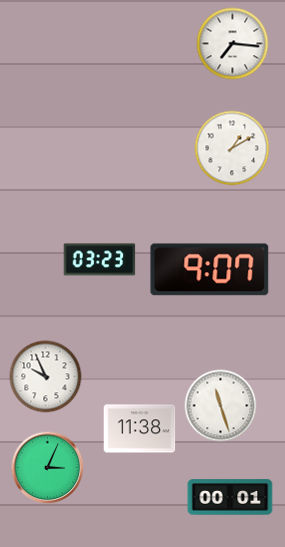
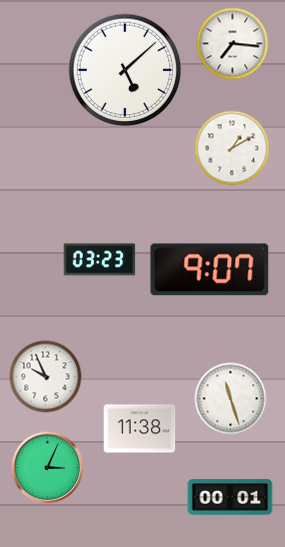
clock at (125, 70): none -> 5:08
clock at (221, 406) position: (221, 406) -> (231, 399)
